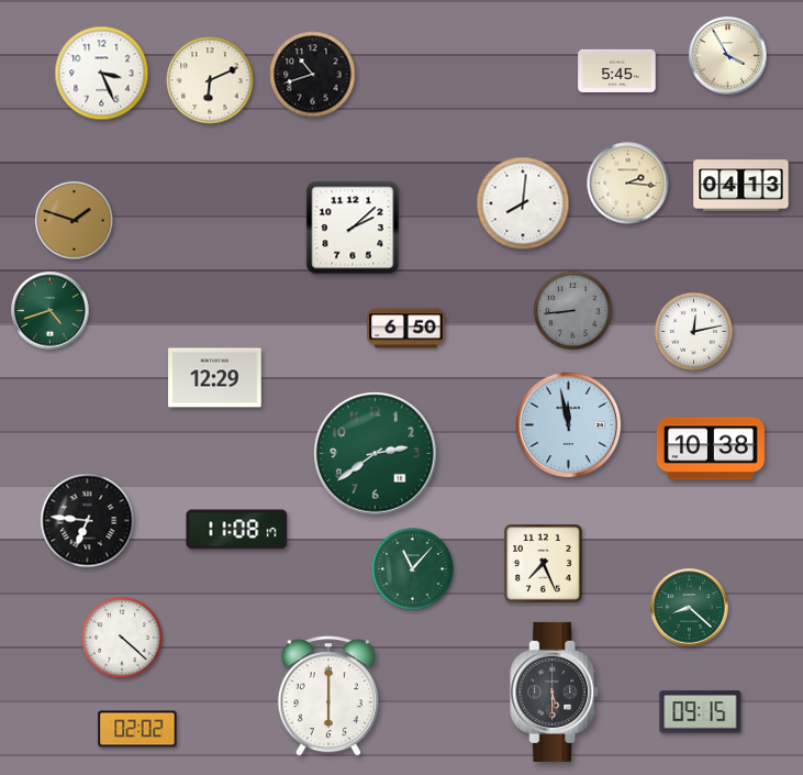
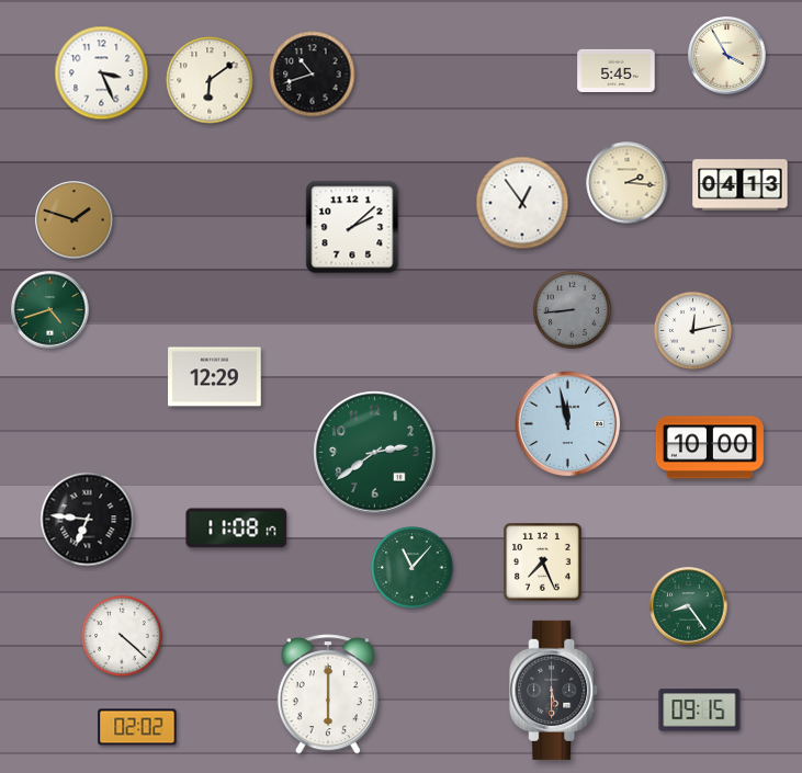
clock at (210, 80): 6:11 -> 6:09
clock at (523, 203): 8:01 -> 12:54
clock at (406, 329): 6:50 -> none
clock at (711, 449): 10:38 -> 10:00
clock at (690, 608): 8:22 -> 8:24
